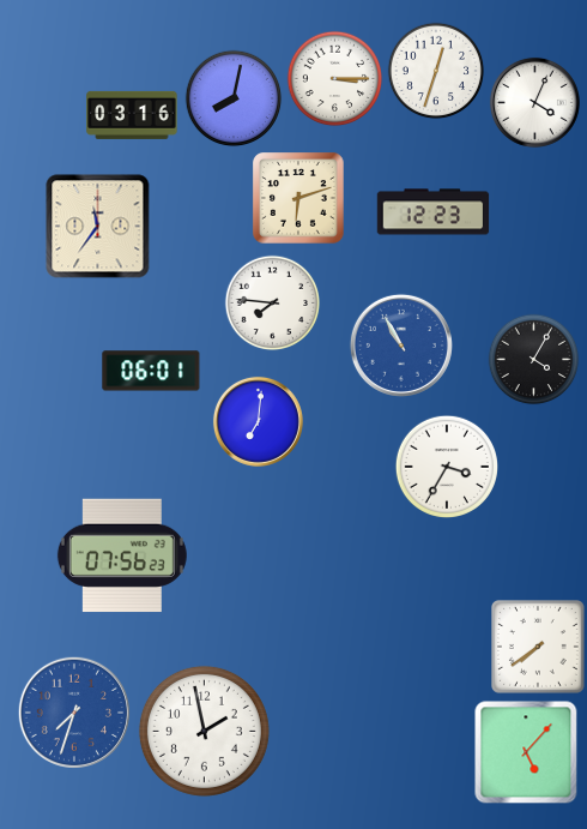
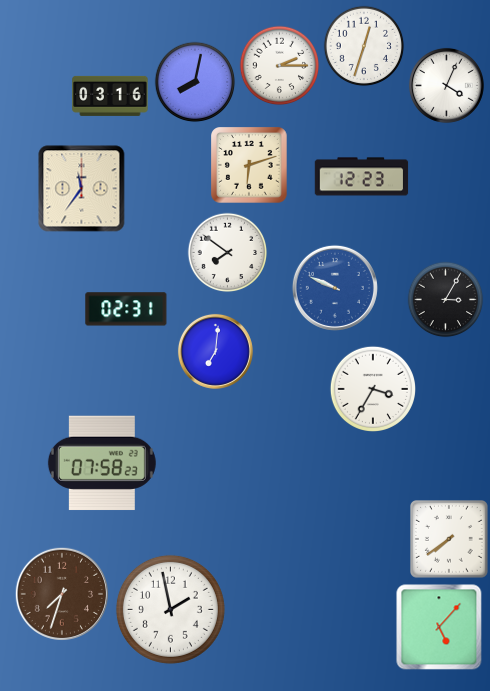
clock at (436, 71) position: (436, 71) -> (364, 46)
clock at (335, 79): 3:15 -> 2:15
clock at (273, 304): 7:46 -> 7:51
clock at (401, 346): 10:55 -> 9:49
clock at (534, 360): 4:05 -> 3:05
clock at (151, 371): 06:01 -> 02:31
clock at (122, 555): 07:56 -> 07:58
clock at (73, 711) dial: blue -> brown
